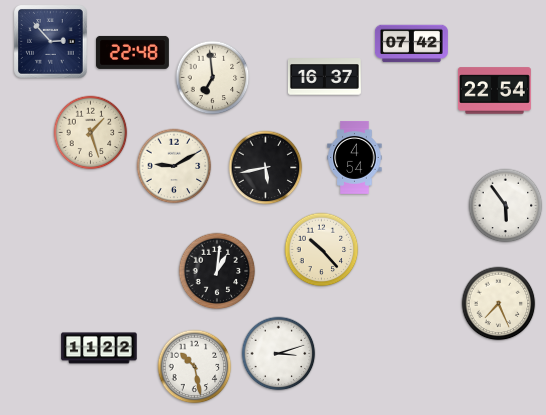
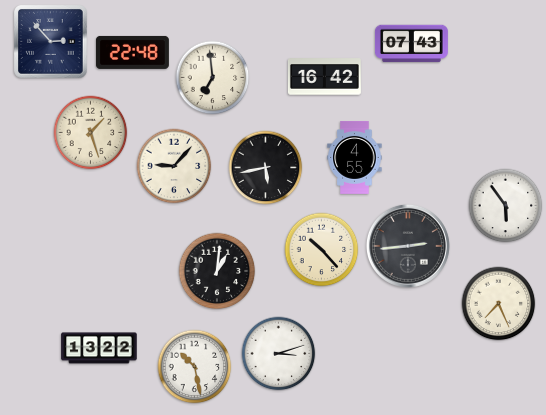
clock at (411, 44): 07:42 -> 07:43
clock at (324, 77): 16:37 -> 16:42
clock at (494, 91): 22:54 -> none
clock at (355, 158): 4:54 -> 4:55
clock at (174, 166): 9:10 -> 9:07
clock at (408, 246): none -> 2:44
clock at (99, 348): 11:22 -> 13:22
